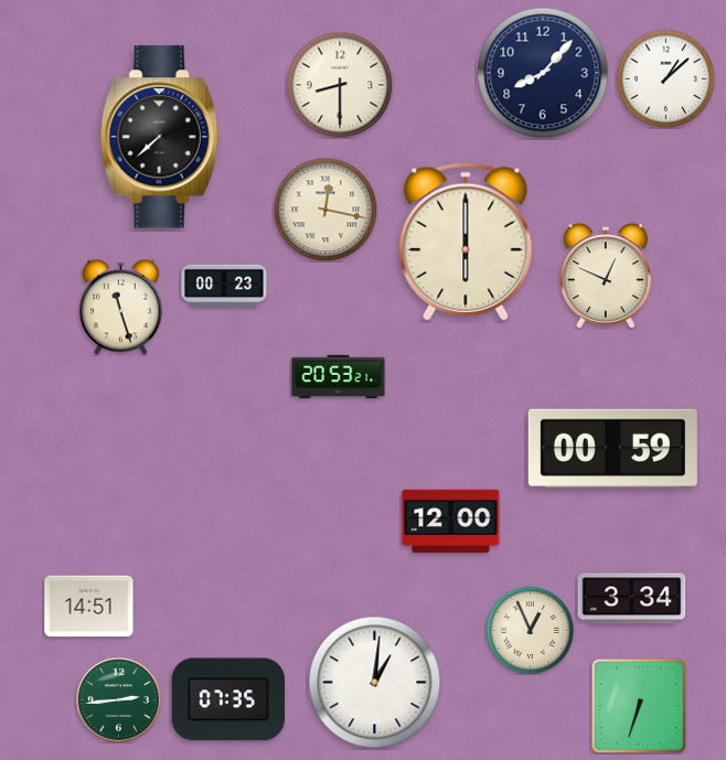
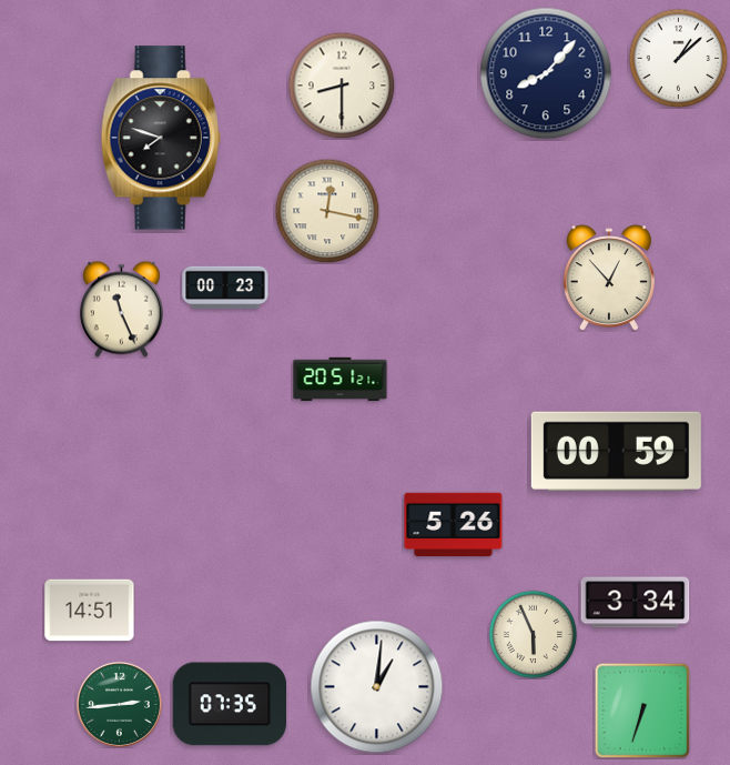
clock at (665, 78) position: (665, 78) -> (678, 58)
clock at (160, 137): 7:38 -> 7:48
clock at (466, 242): 6:00 -> none
clock at (606, 276): 12:49 -> 12:53
clock at (121, 307): 11:27 -> 11:26
clock at (339, 377): 20:53 -> 20:51
clock at (451, 522): 12:00 -> 5:26
clock at (530, 630): 12:56 -> 5:56
